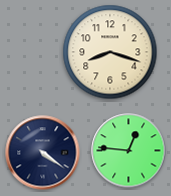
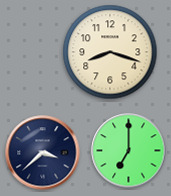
clock at (129, 151): 12:46 -> 7:00
clock at (43, 153): 4:21 -> 3:38
